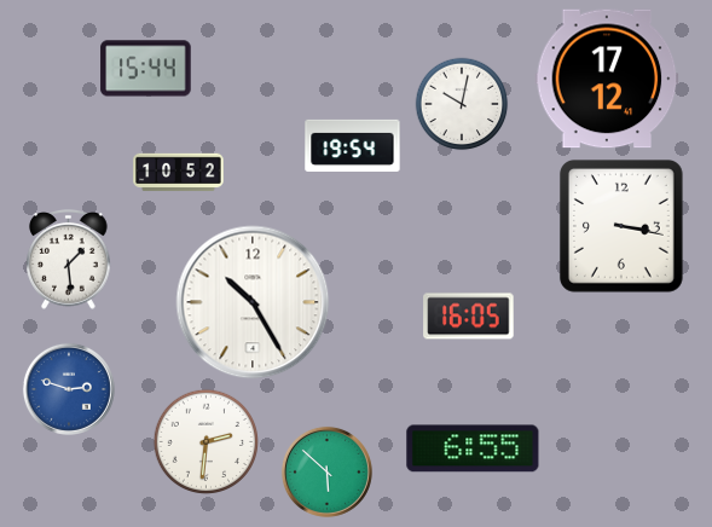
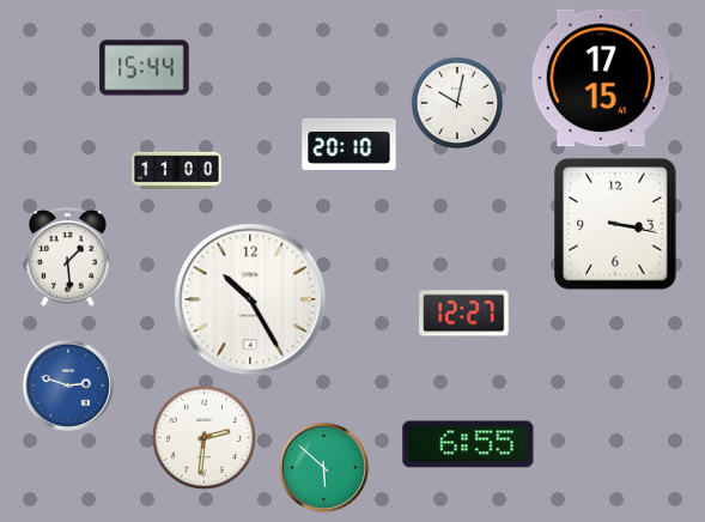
clock at (607, 79): 17:12 -> 17:15
clock at (353, 145): 19:54 -> 20:10
clock at (179, 173): 10:52 -> 11:00
clock at (469, 317): 16:05 -> 12:27
